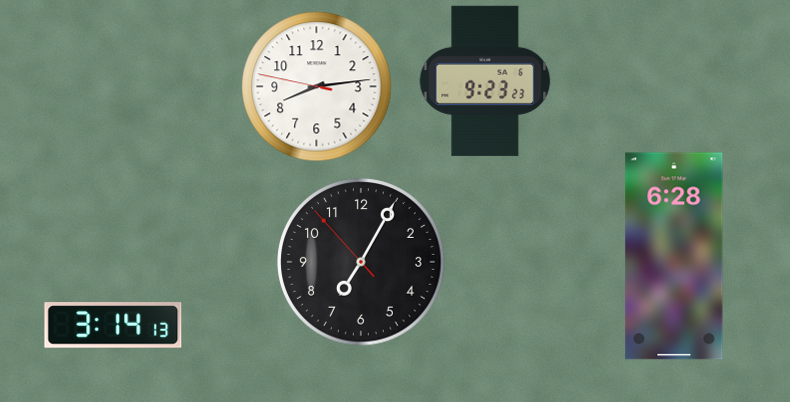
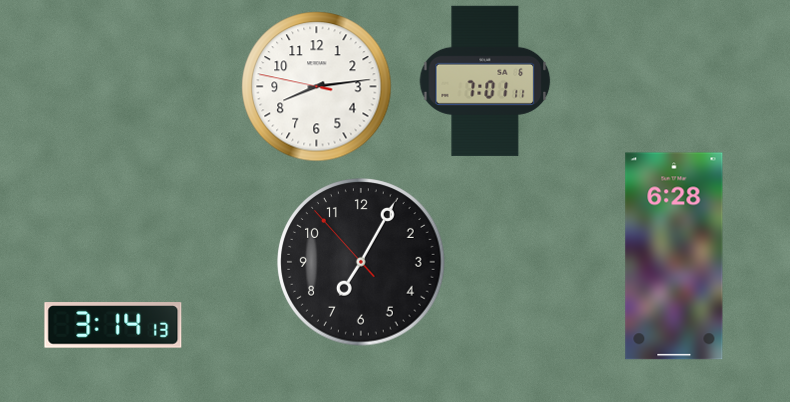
clock at (485, 81): 9:23 -> 7:01
